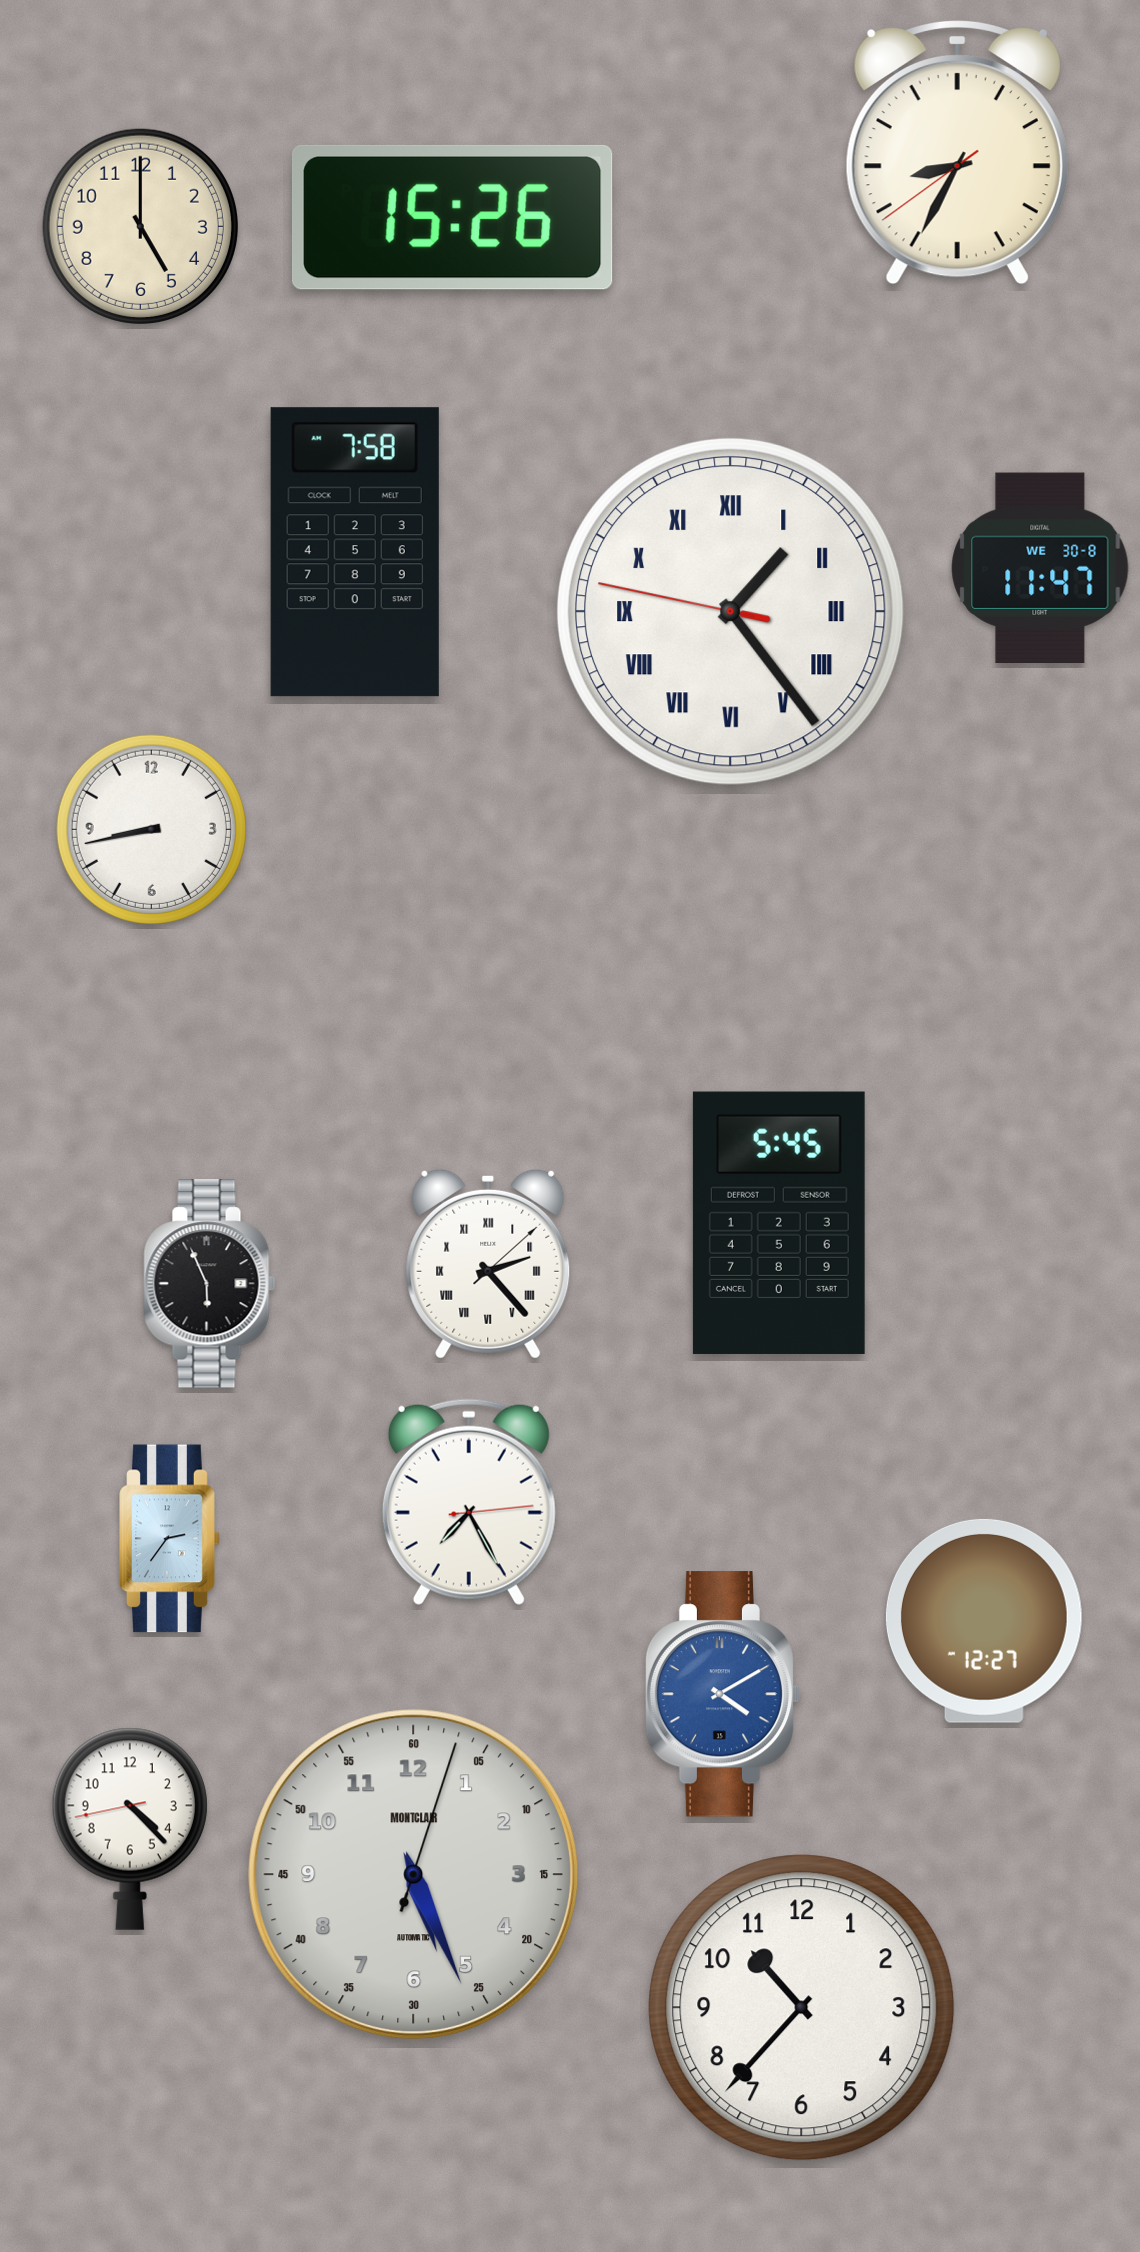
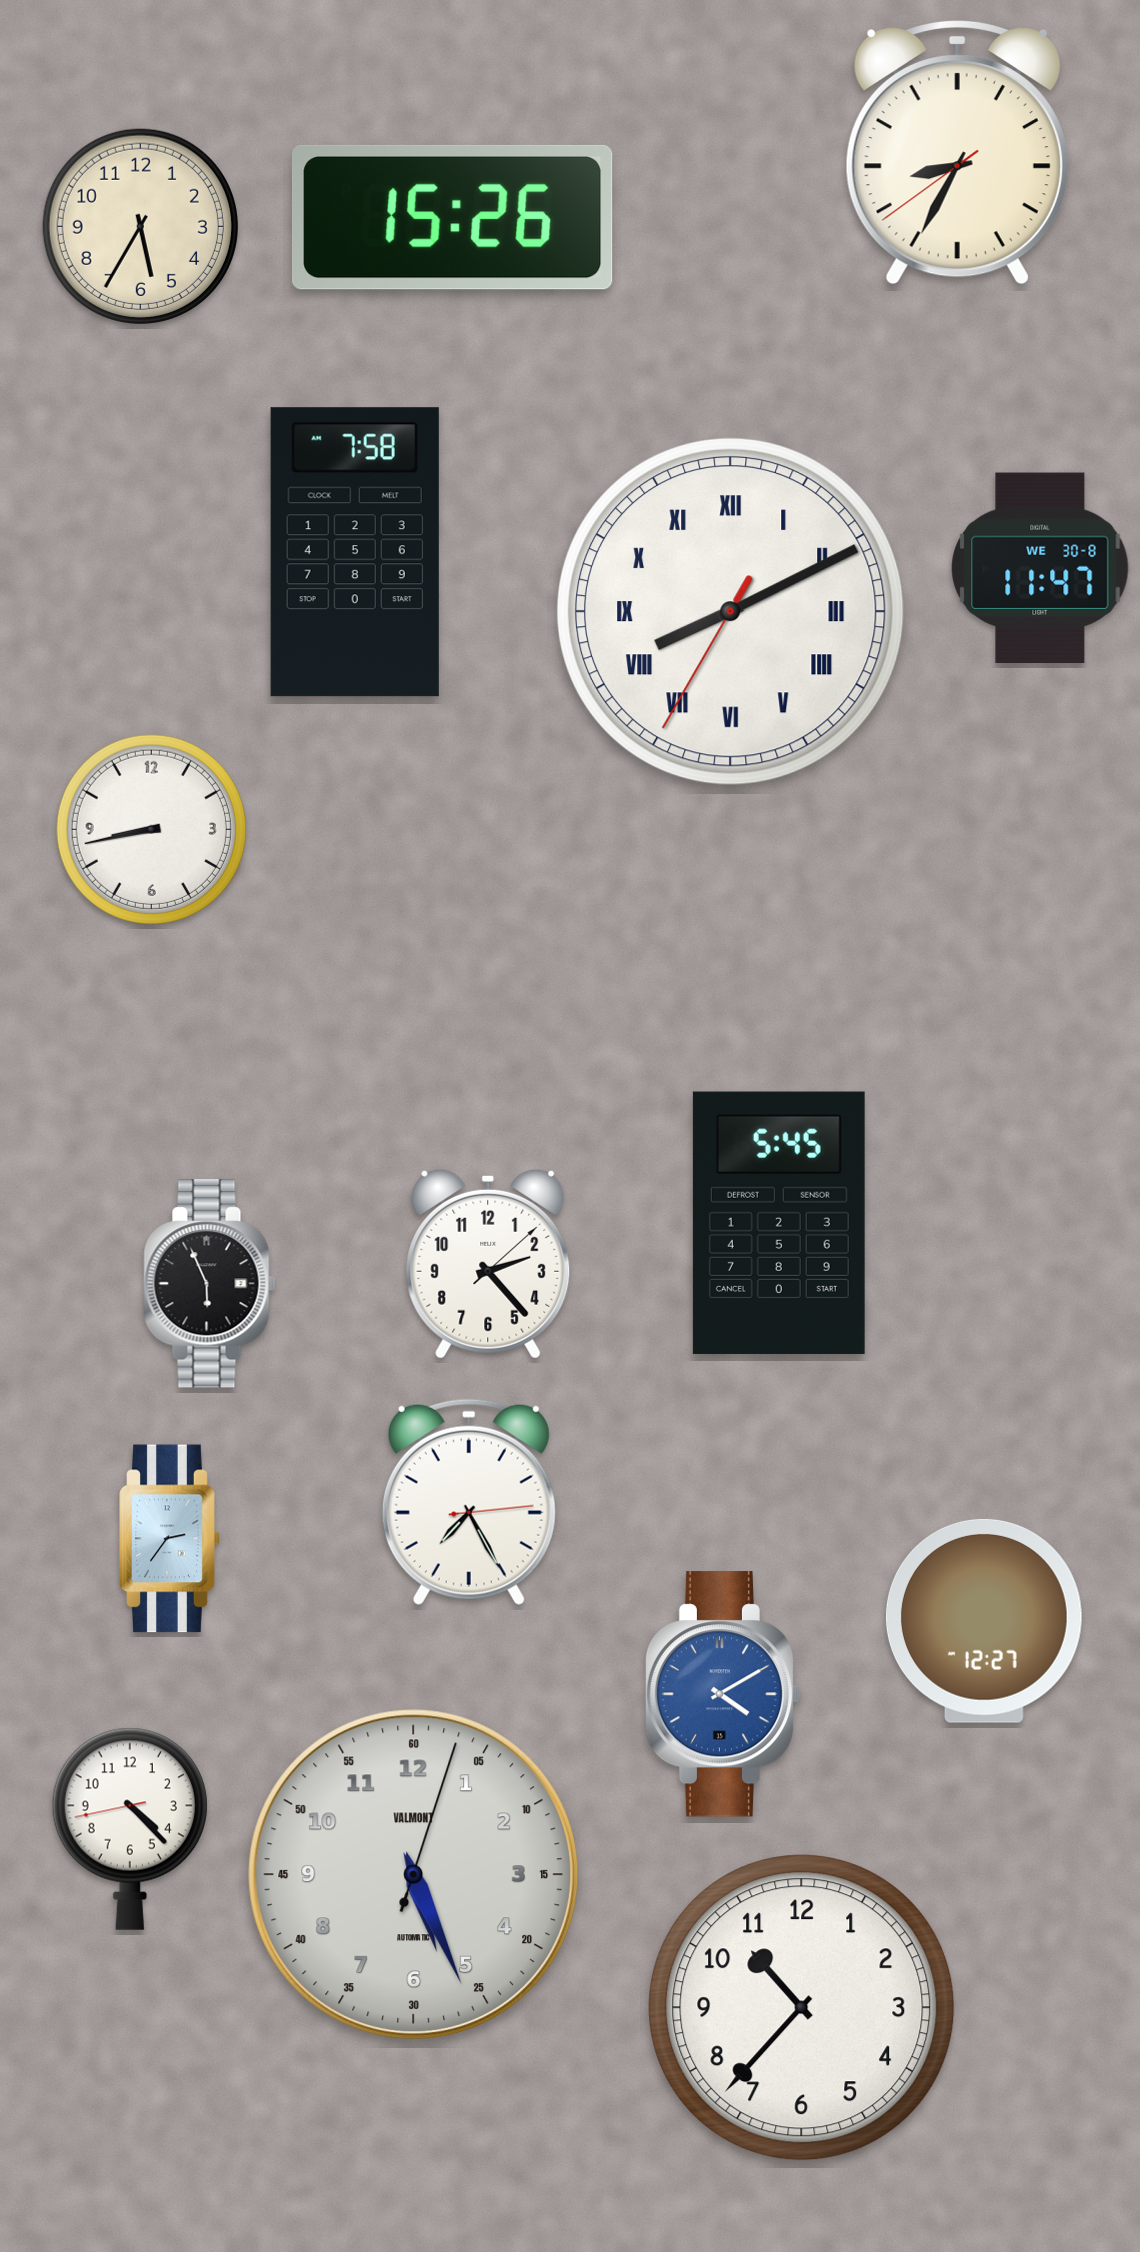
clock at (140, 226): 5:00 -> 5:35
clock at (730, 611): 1:23 -> 8:10
clock at (488, 1264) numerals: Roman -> Arabic
clock at (413, 1874) brand: MONTCLAIR -> VALMONT
